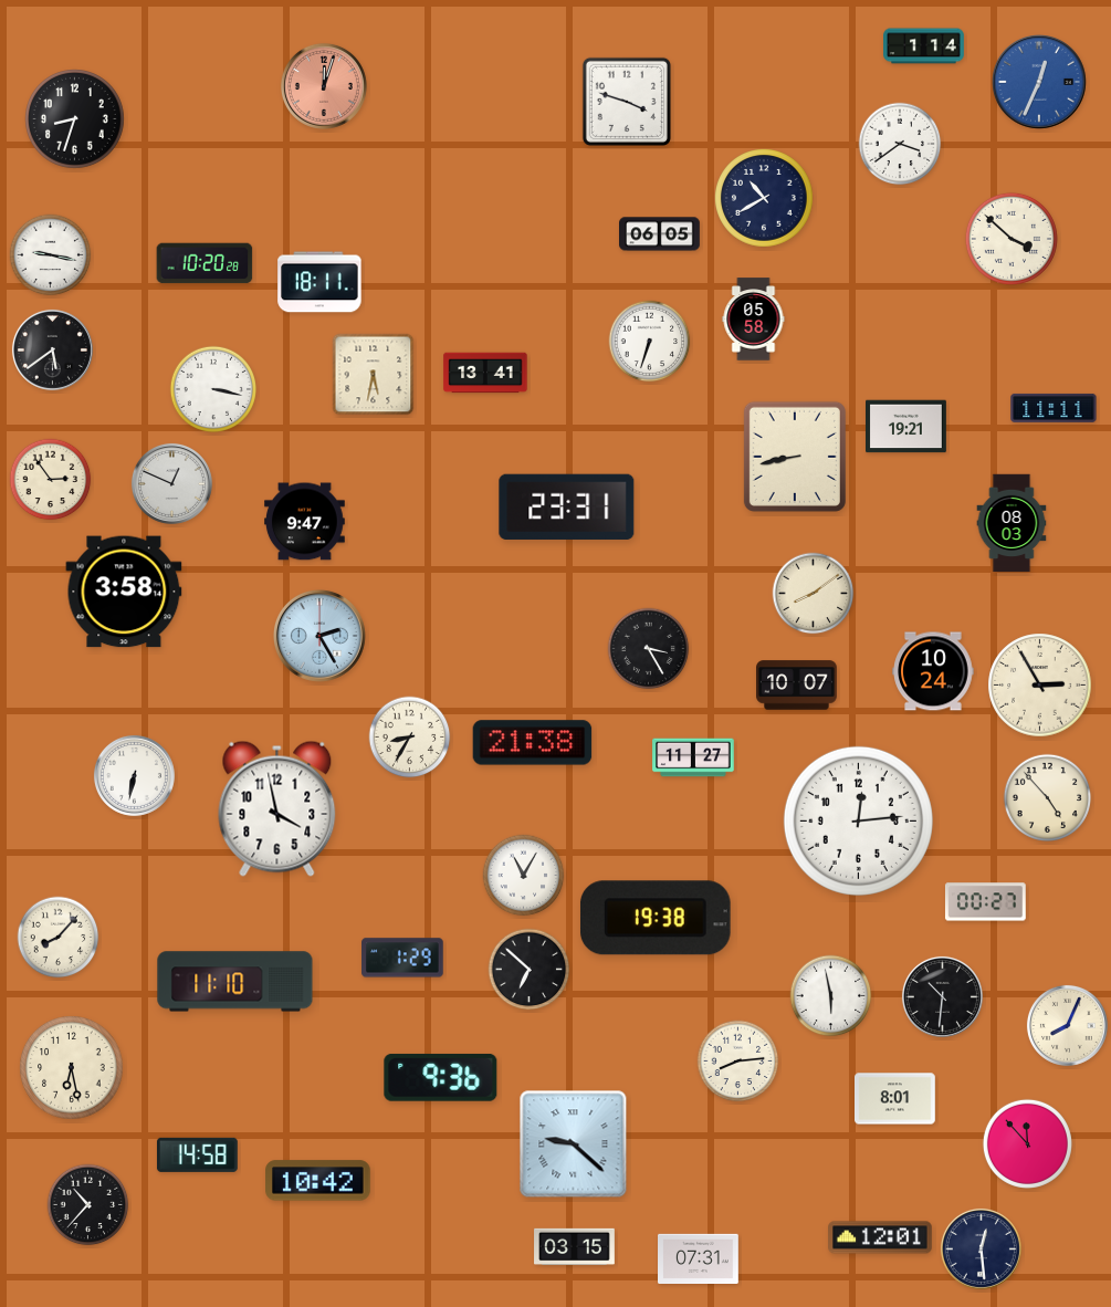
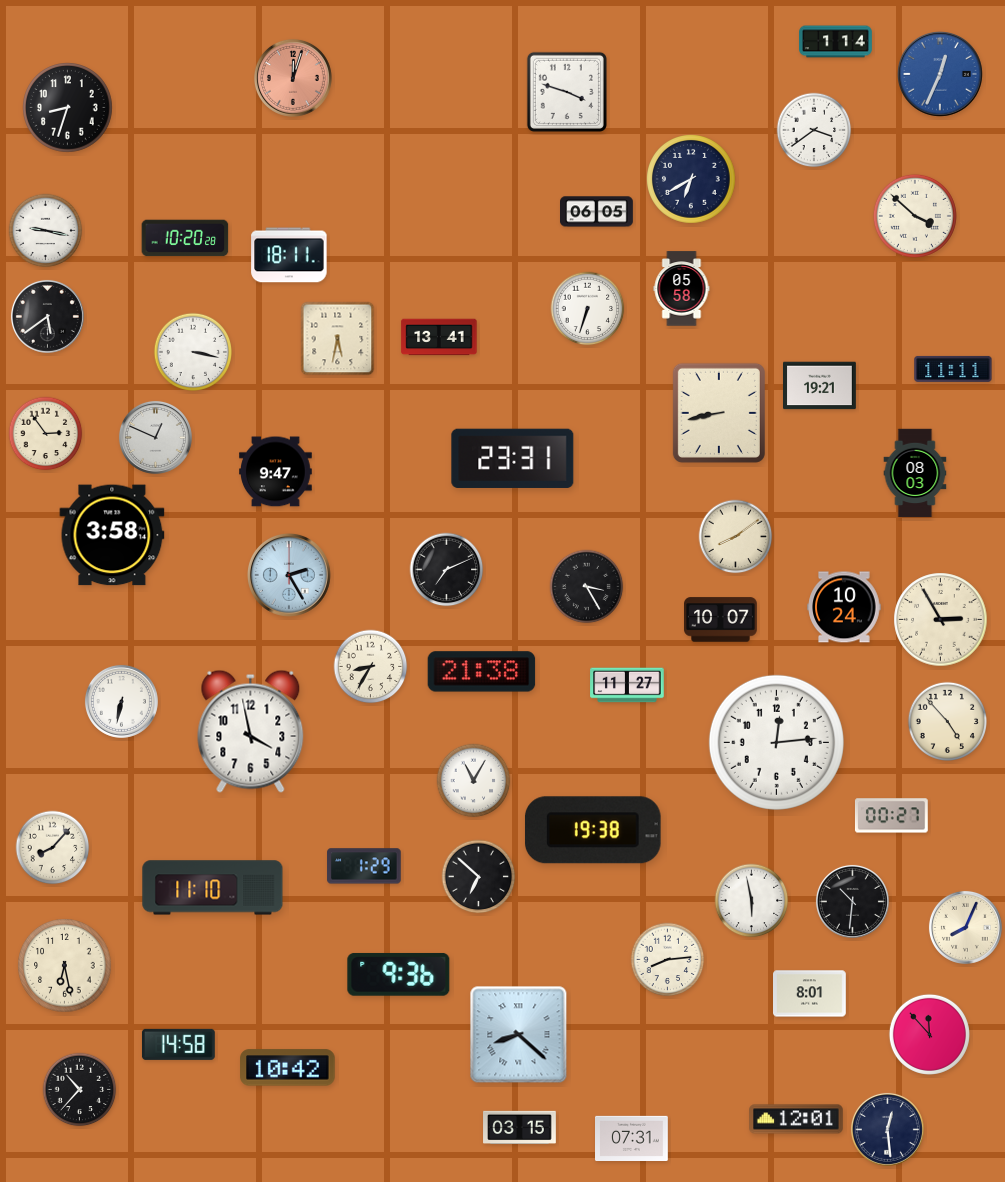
clock at (765, 199): 10:40 -> 6:40
clock at (447, 570): none -> 7:11
clock at (524, 876) position: (524, 876) -> (474, 781)
clock at (574, 1144): 9:22 -> 8:22
